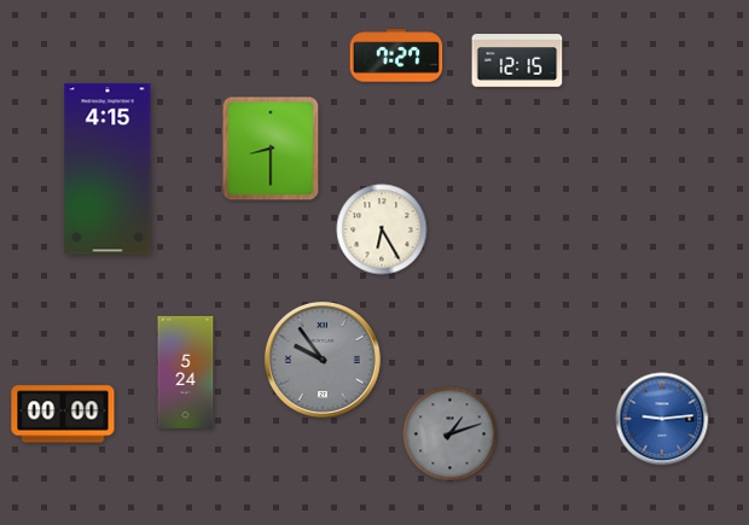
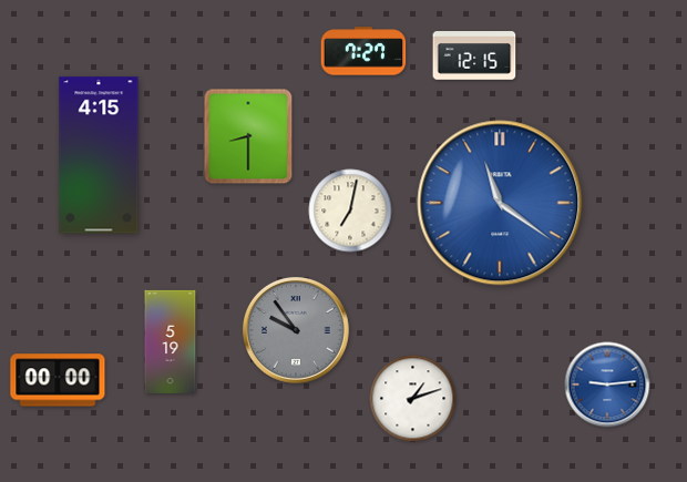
clock at (500, 203): none -> 11:21
clock at (382, 229): 6:25 -> 7:02
clock at (186, 372): 5:24 -> 5:19
clock at (451, 434) dial: grey -> white
